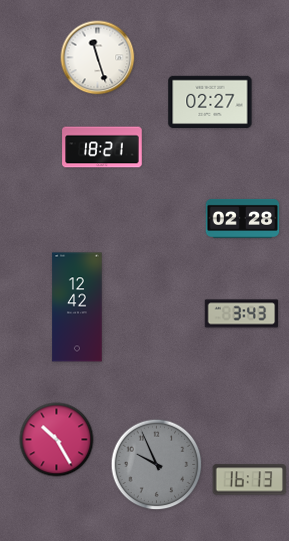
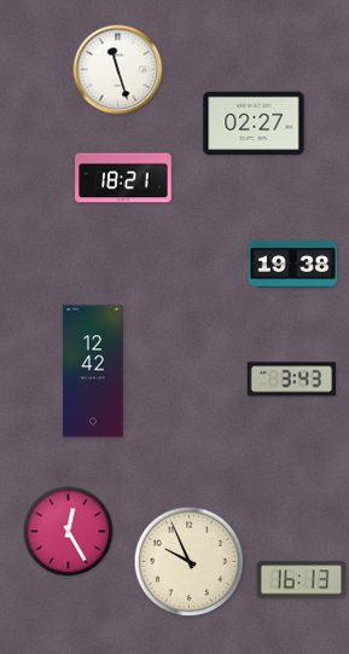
clock at (243, 218): 02:28 -> 19:38
clock at (57, 440): 10:25 -> 12:25
clock at (157, 465) dial: grey -> cream
